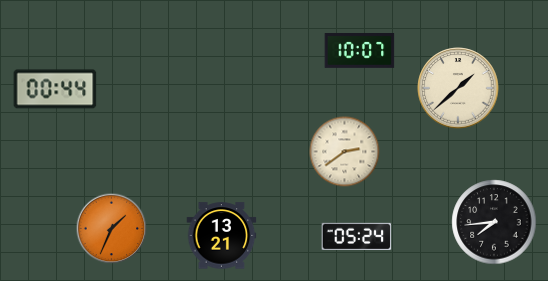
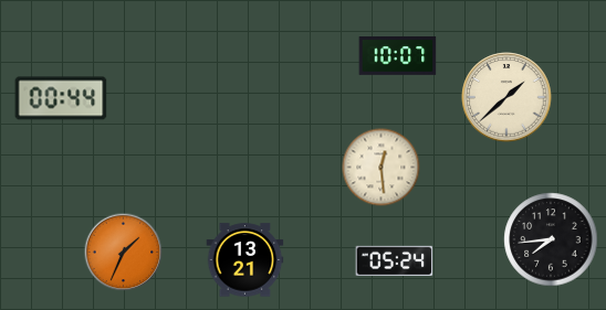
clock at (345, 152): 2:39 -> 12:29
clock at (494, 222) position: (494, 222) -> (551, 239)
